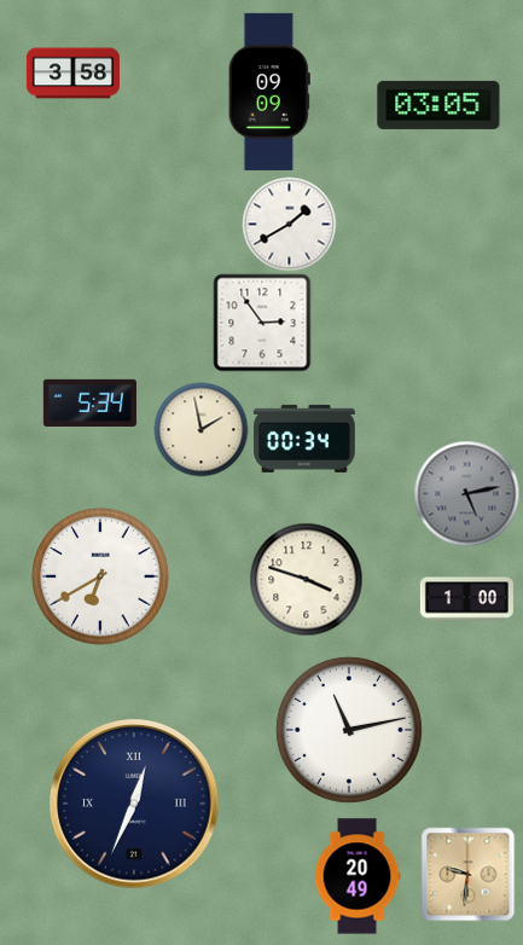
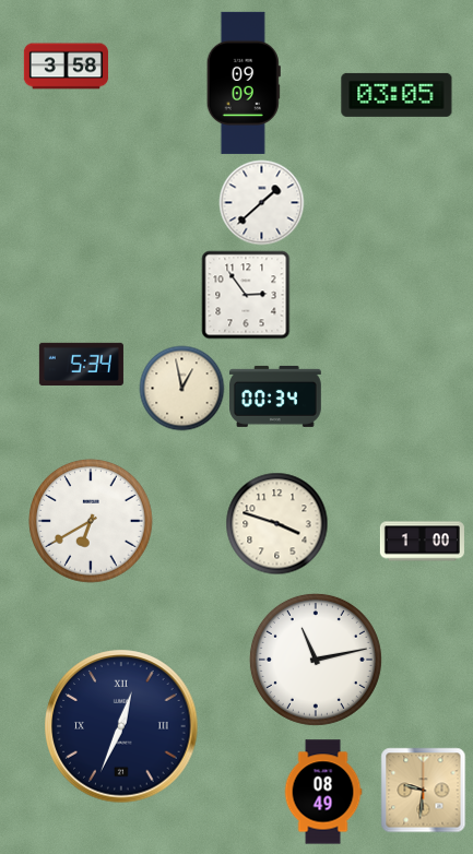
clock at (289, 224): 1:40 -> 1:38
clock at (262, 323) position: (262, 323) -> (246, 295)
clock at (201, 429): 1:58 -> 12:58
clock at (466, 493): 5:13 -> none
clock at (358, 876): 20:49 -> 08:49
